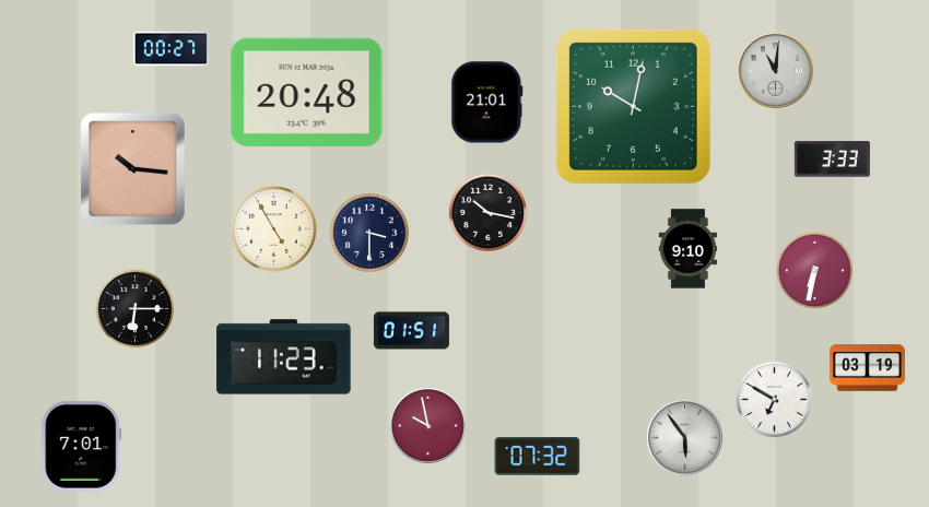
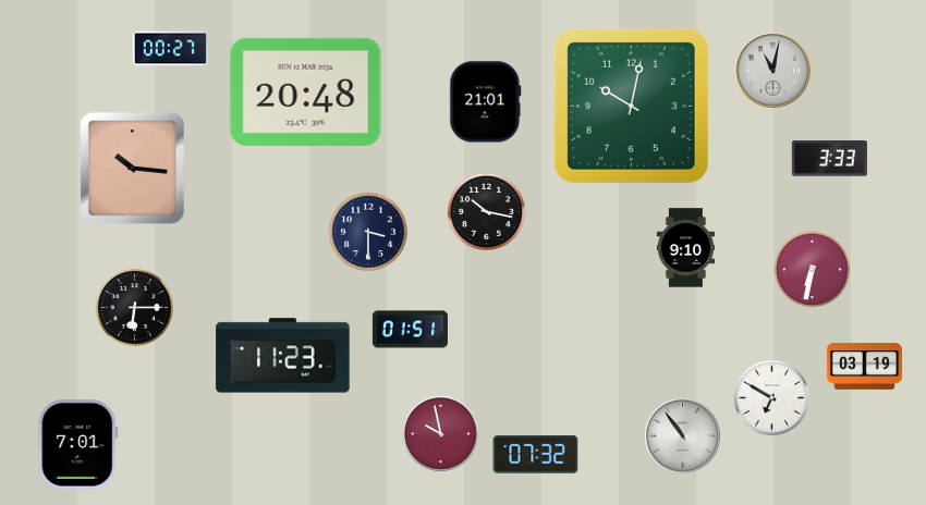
clock at (775, 70): 11:01 -> 11:02
clock at (274, 229): 4:55 -> none
clock at (427, 425) position: (427, 425) -> (440, 433)
clock at (684, 437): 5:54 -> 10:54
clock at (82, 446) position: (82, 446) -> (78, 444)
